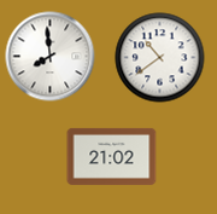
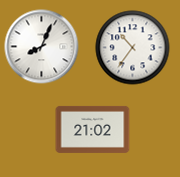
clock at (51, 57): 7:59 -> 8:04
clock at (160, 58): 10:39 -> 10:36
